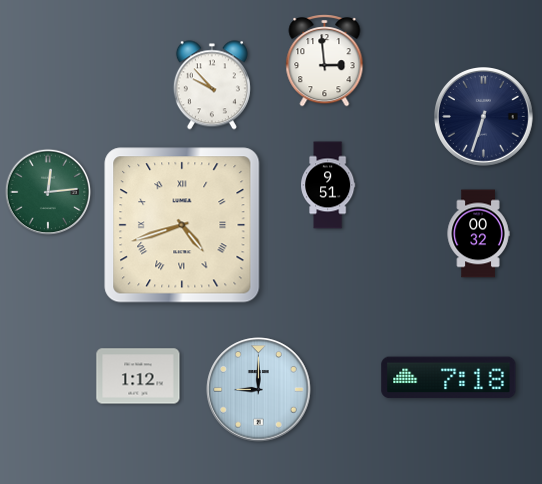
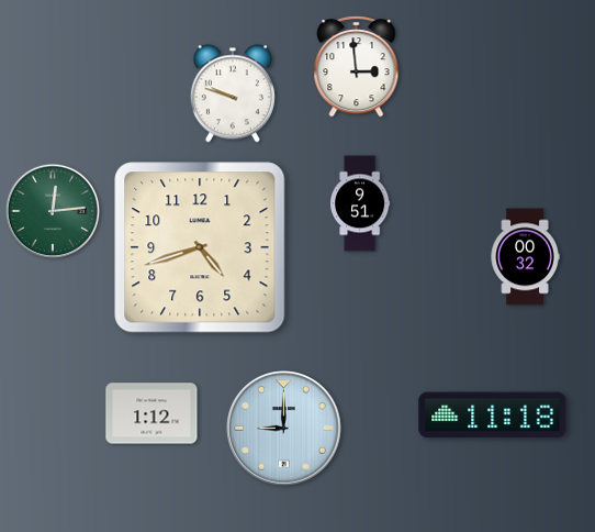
clock at (212, 85): 9:53 -> 9:48
clock at (484, 117): 6:33 -> none
clock at (182, 225) numerals: Roman -> Arabic
clock at (449, 378): 7:18 -> 11:18
